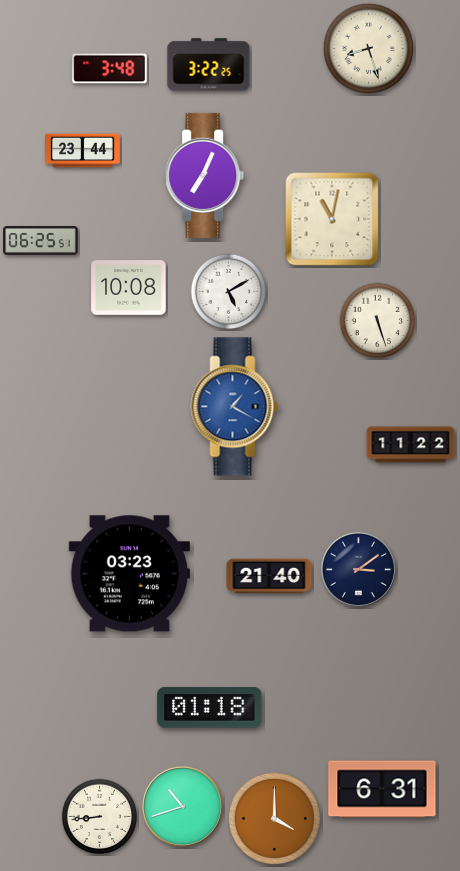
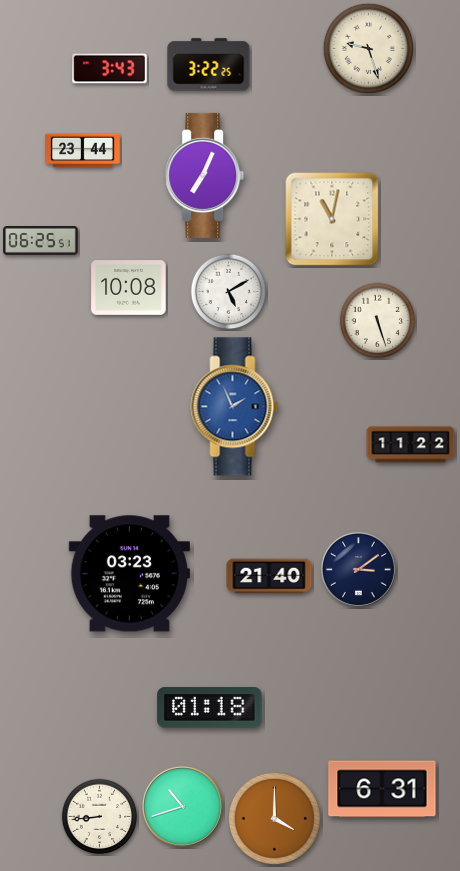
clock at (368, 48): 8:27 -> 9:27
clock at (110, 69): 3:48 -> 3:43
clock at (235, 407): 1:20 -> 1:56
